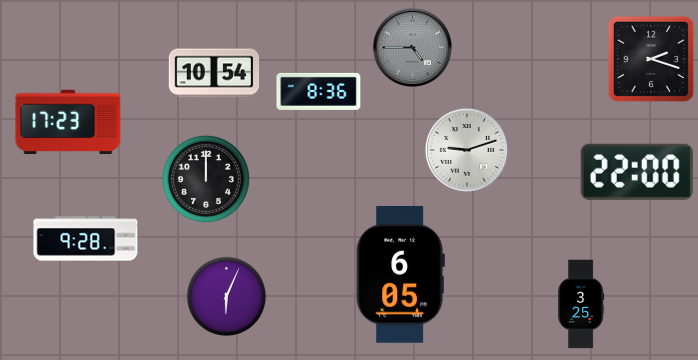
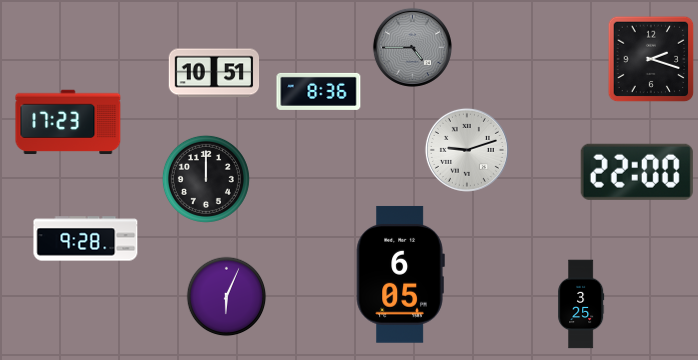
clock at (214, 73): 10:54 -> 10:51
